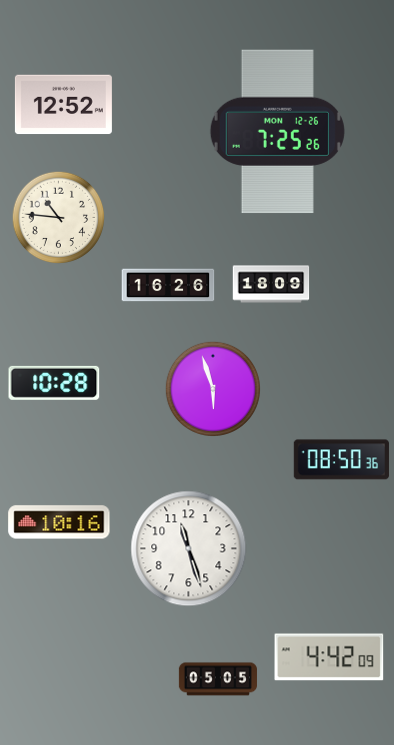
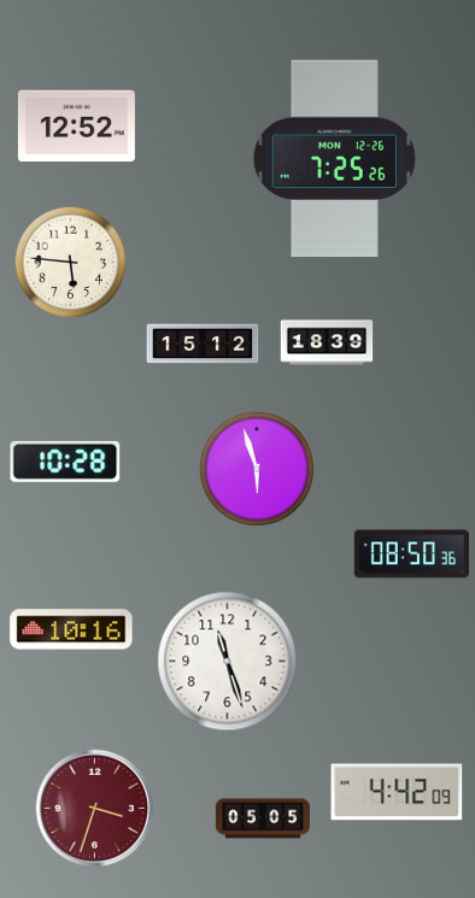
clock at (59, 218): 10:46 -> 5:46
clock at (271, 284): 18:09 -> 18:39
clock at (168, 285): 16:26 -> 15:12
clock at (94, 808): none -> 3:33
